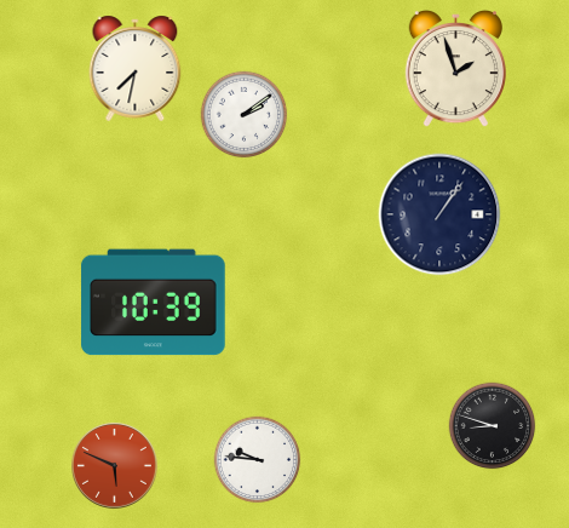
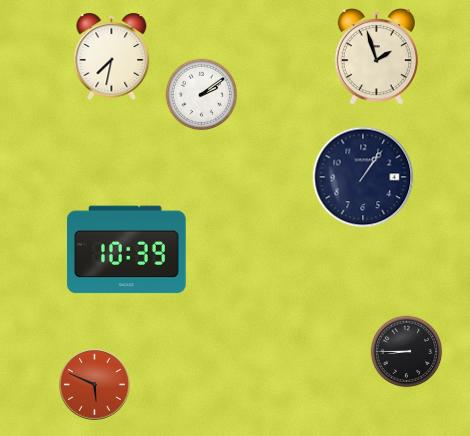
clock at (493, 426): 8:48 -> 8:45
clock at (258, 460): 9:46 -> none
